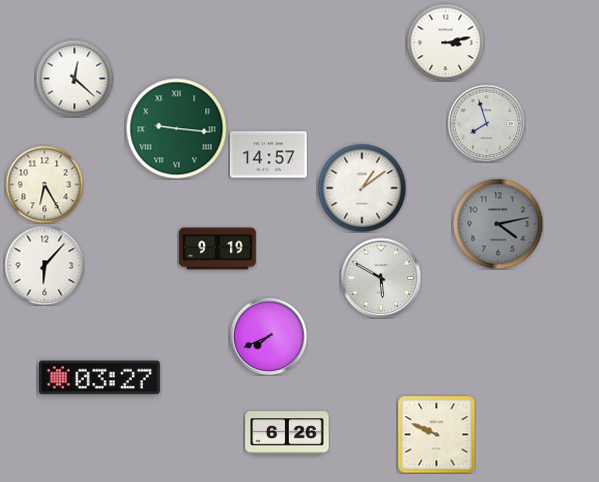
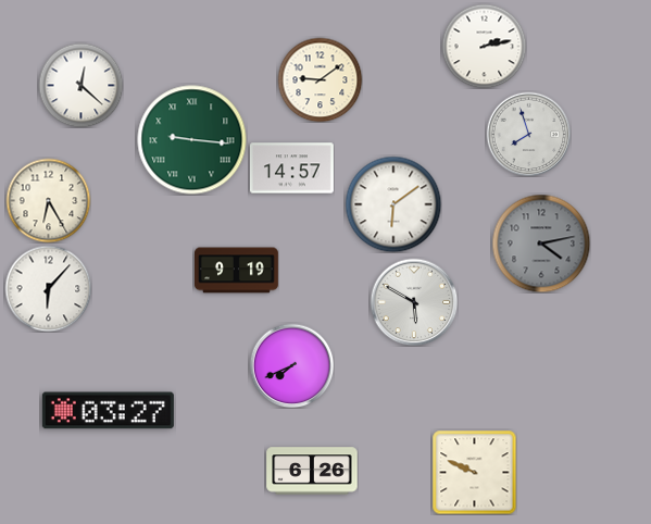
clock at (445, 42): 3:13 -> 2:13
clock at (320, 79): none -> 9:09
clock at (362, 188): 1:09 -> 6:09
